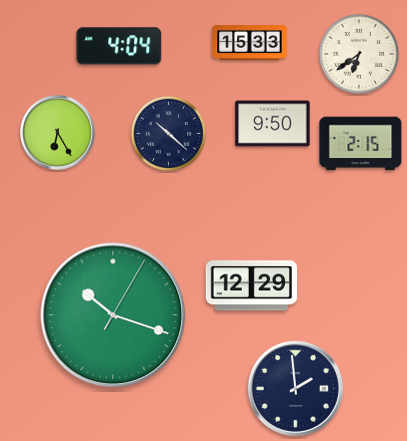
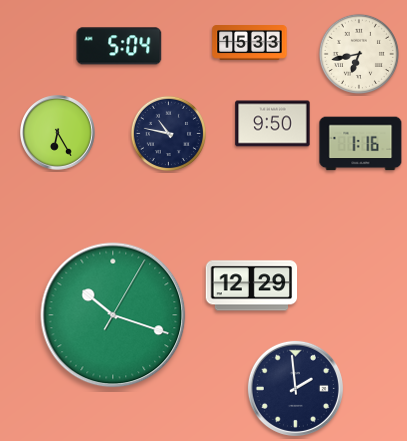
clock at (119, 46): 4:04 -> 5:04
clock at (359, 54): 6:39 -> 6:43
clock at (168, 133): 10:22 -> 10:47
clock at (361, 144): 2:15 -> 1:16
